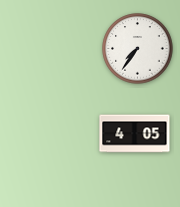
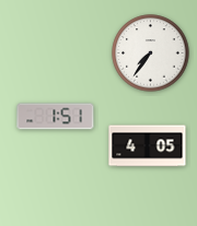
clock at (56, 117): none -> 1:51
